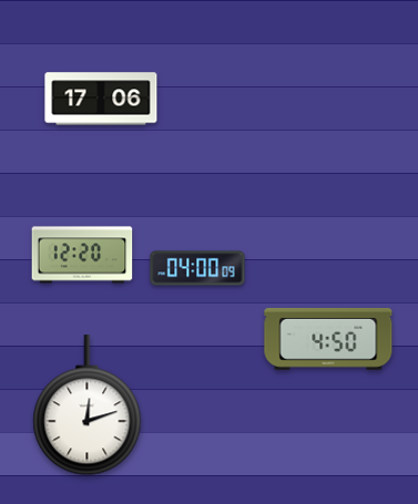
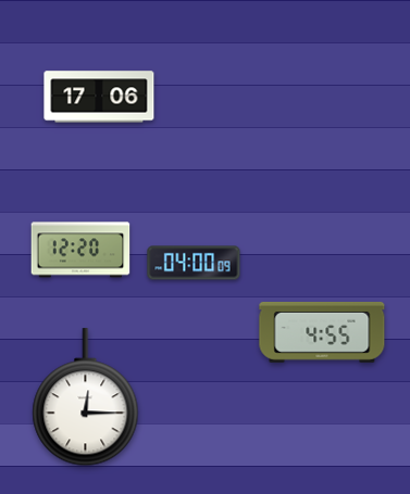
clock at (328, 339): 4:50 -> 4:55
clock at (88, 405): 12:12 -> 12:15
